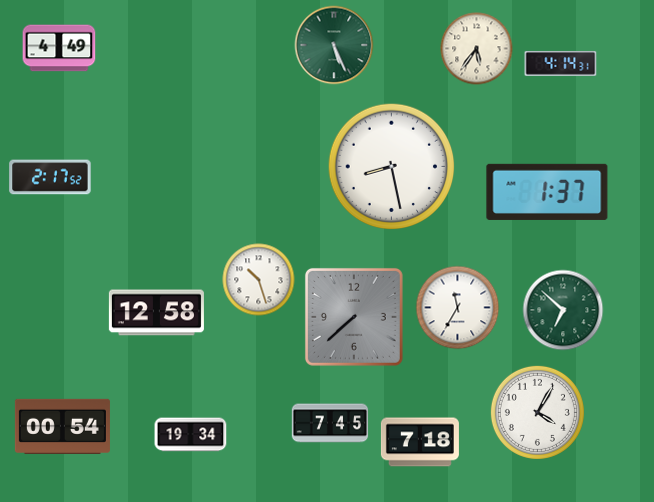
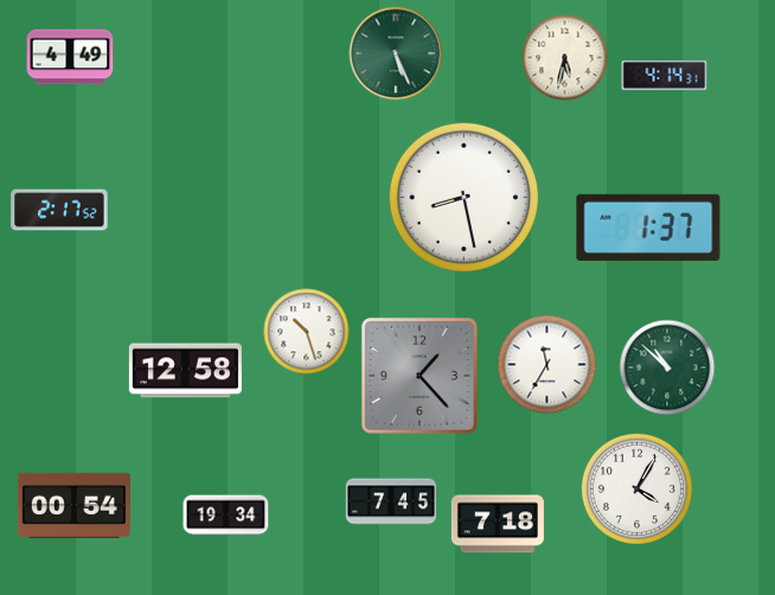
clock at (477, 49): 5:36 -> 5:32
clock at (458, 308) position: (458, 308) -> (547, 365)
clock at (563, 310): 6:52 -> 10:52
clock at (354, 317): 7:38 -> 1:23
